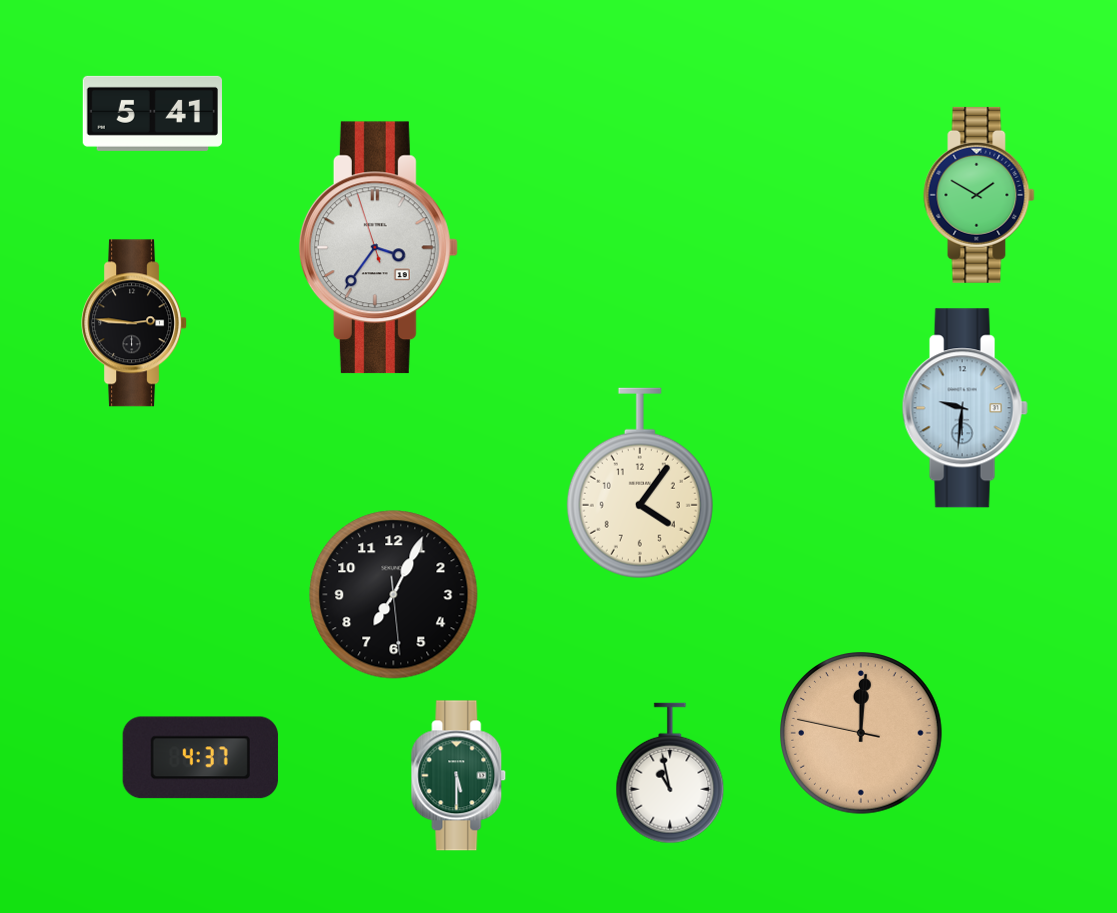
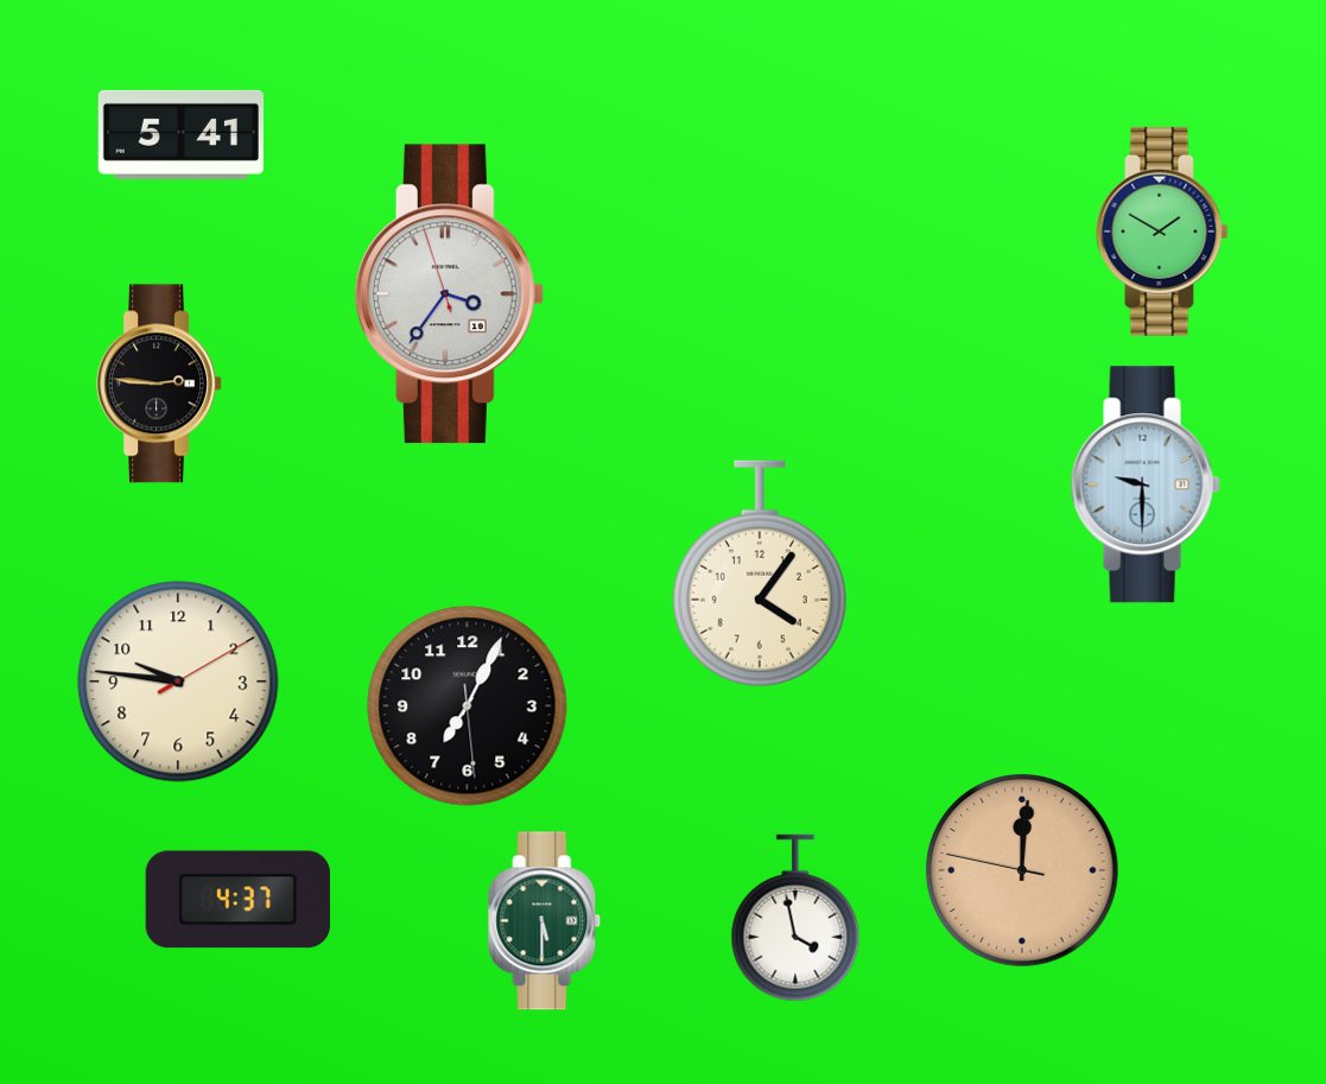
clock at (965, 408): 9:31 -> 9:30
clock at (178, 682): none -> 9:46
clock at (670, 773): 10:58 -> 3:58
